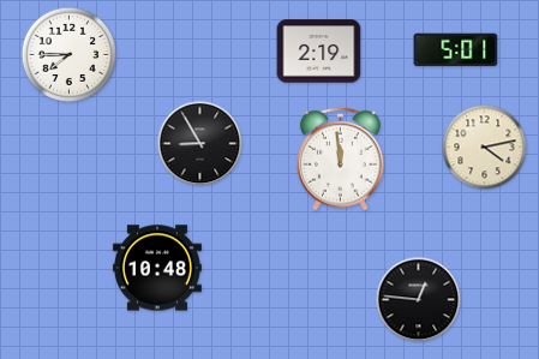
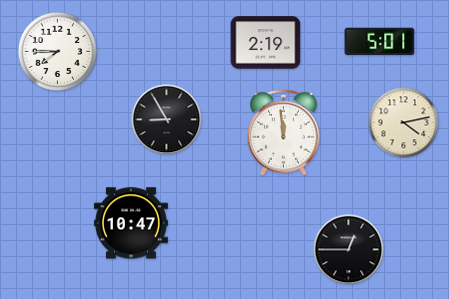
clock at (68, 54) position: (68, 54) -> (57, 51)
clock at (157, 268): 10:48 -> 10:47
clock at (419, 300): 12:46 -> 12:45
